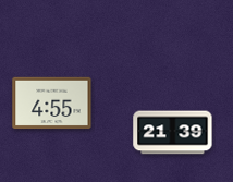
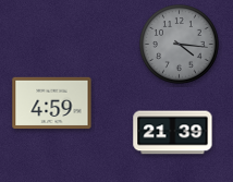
clock at (180, 45): none -> 4:16
clock at (52, 104): 4:55 -> 4:59
